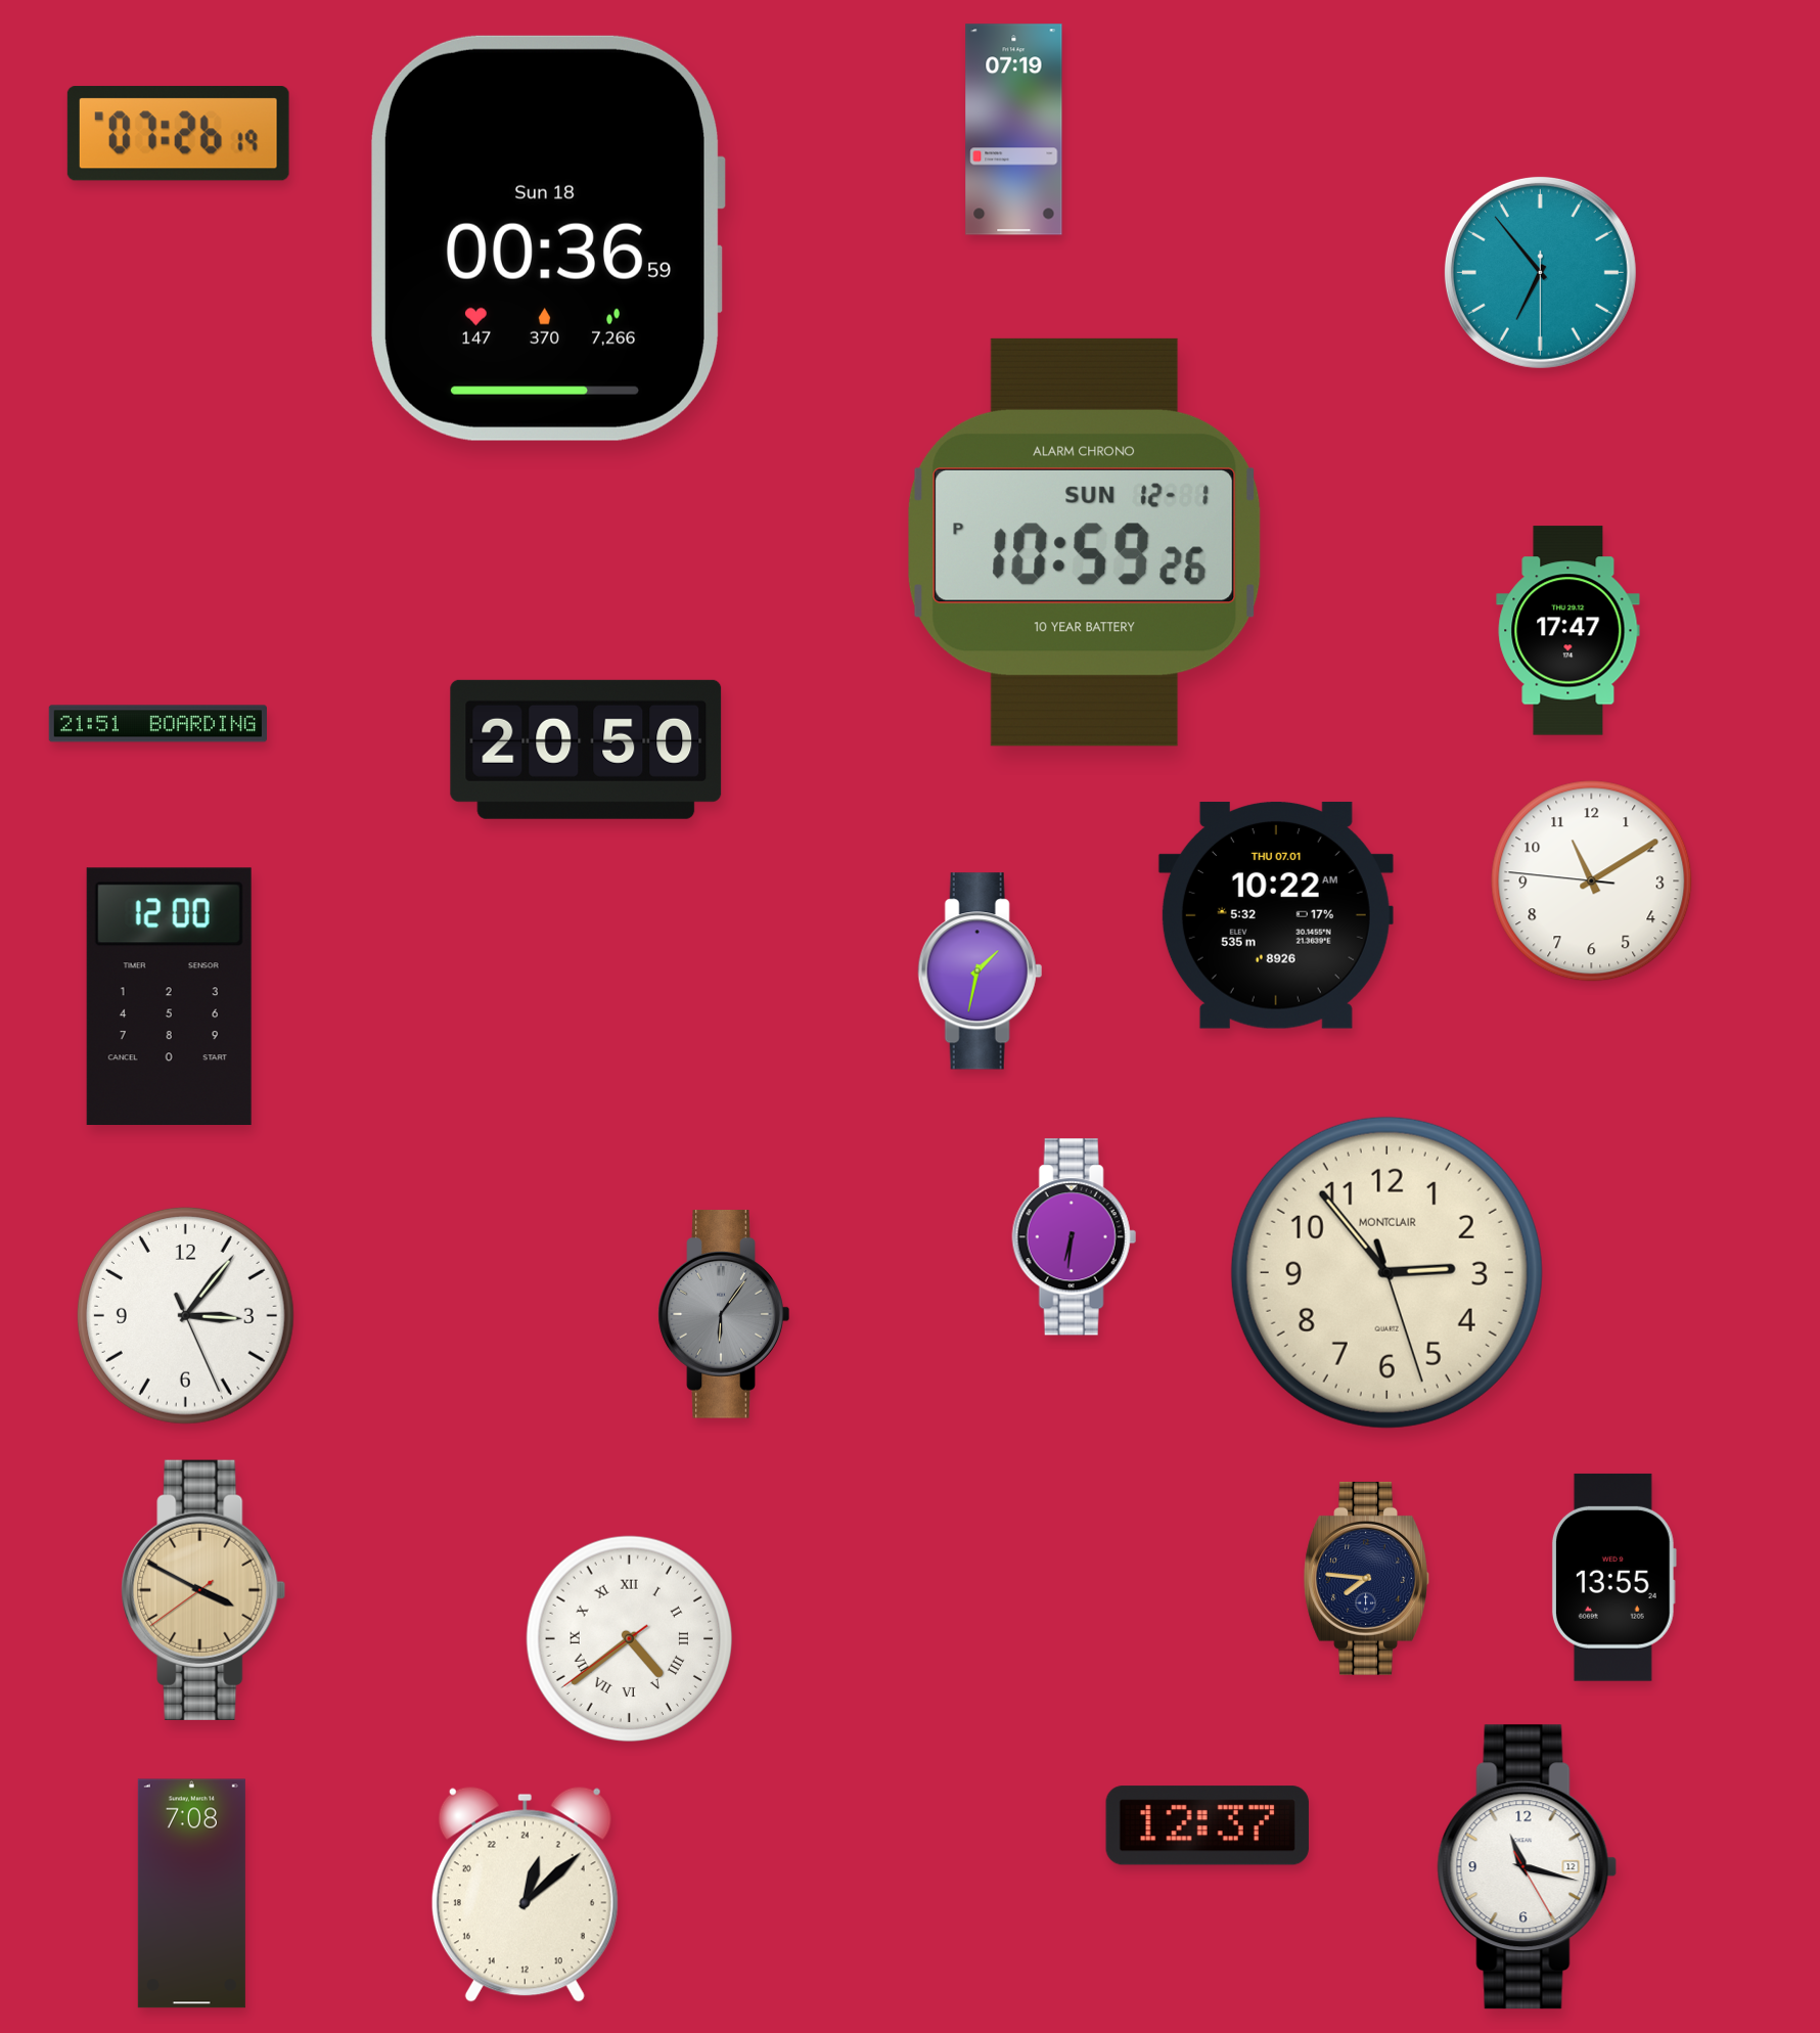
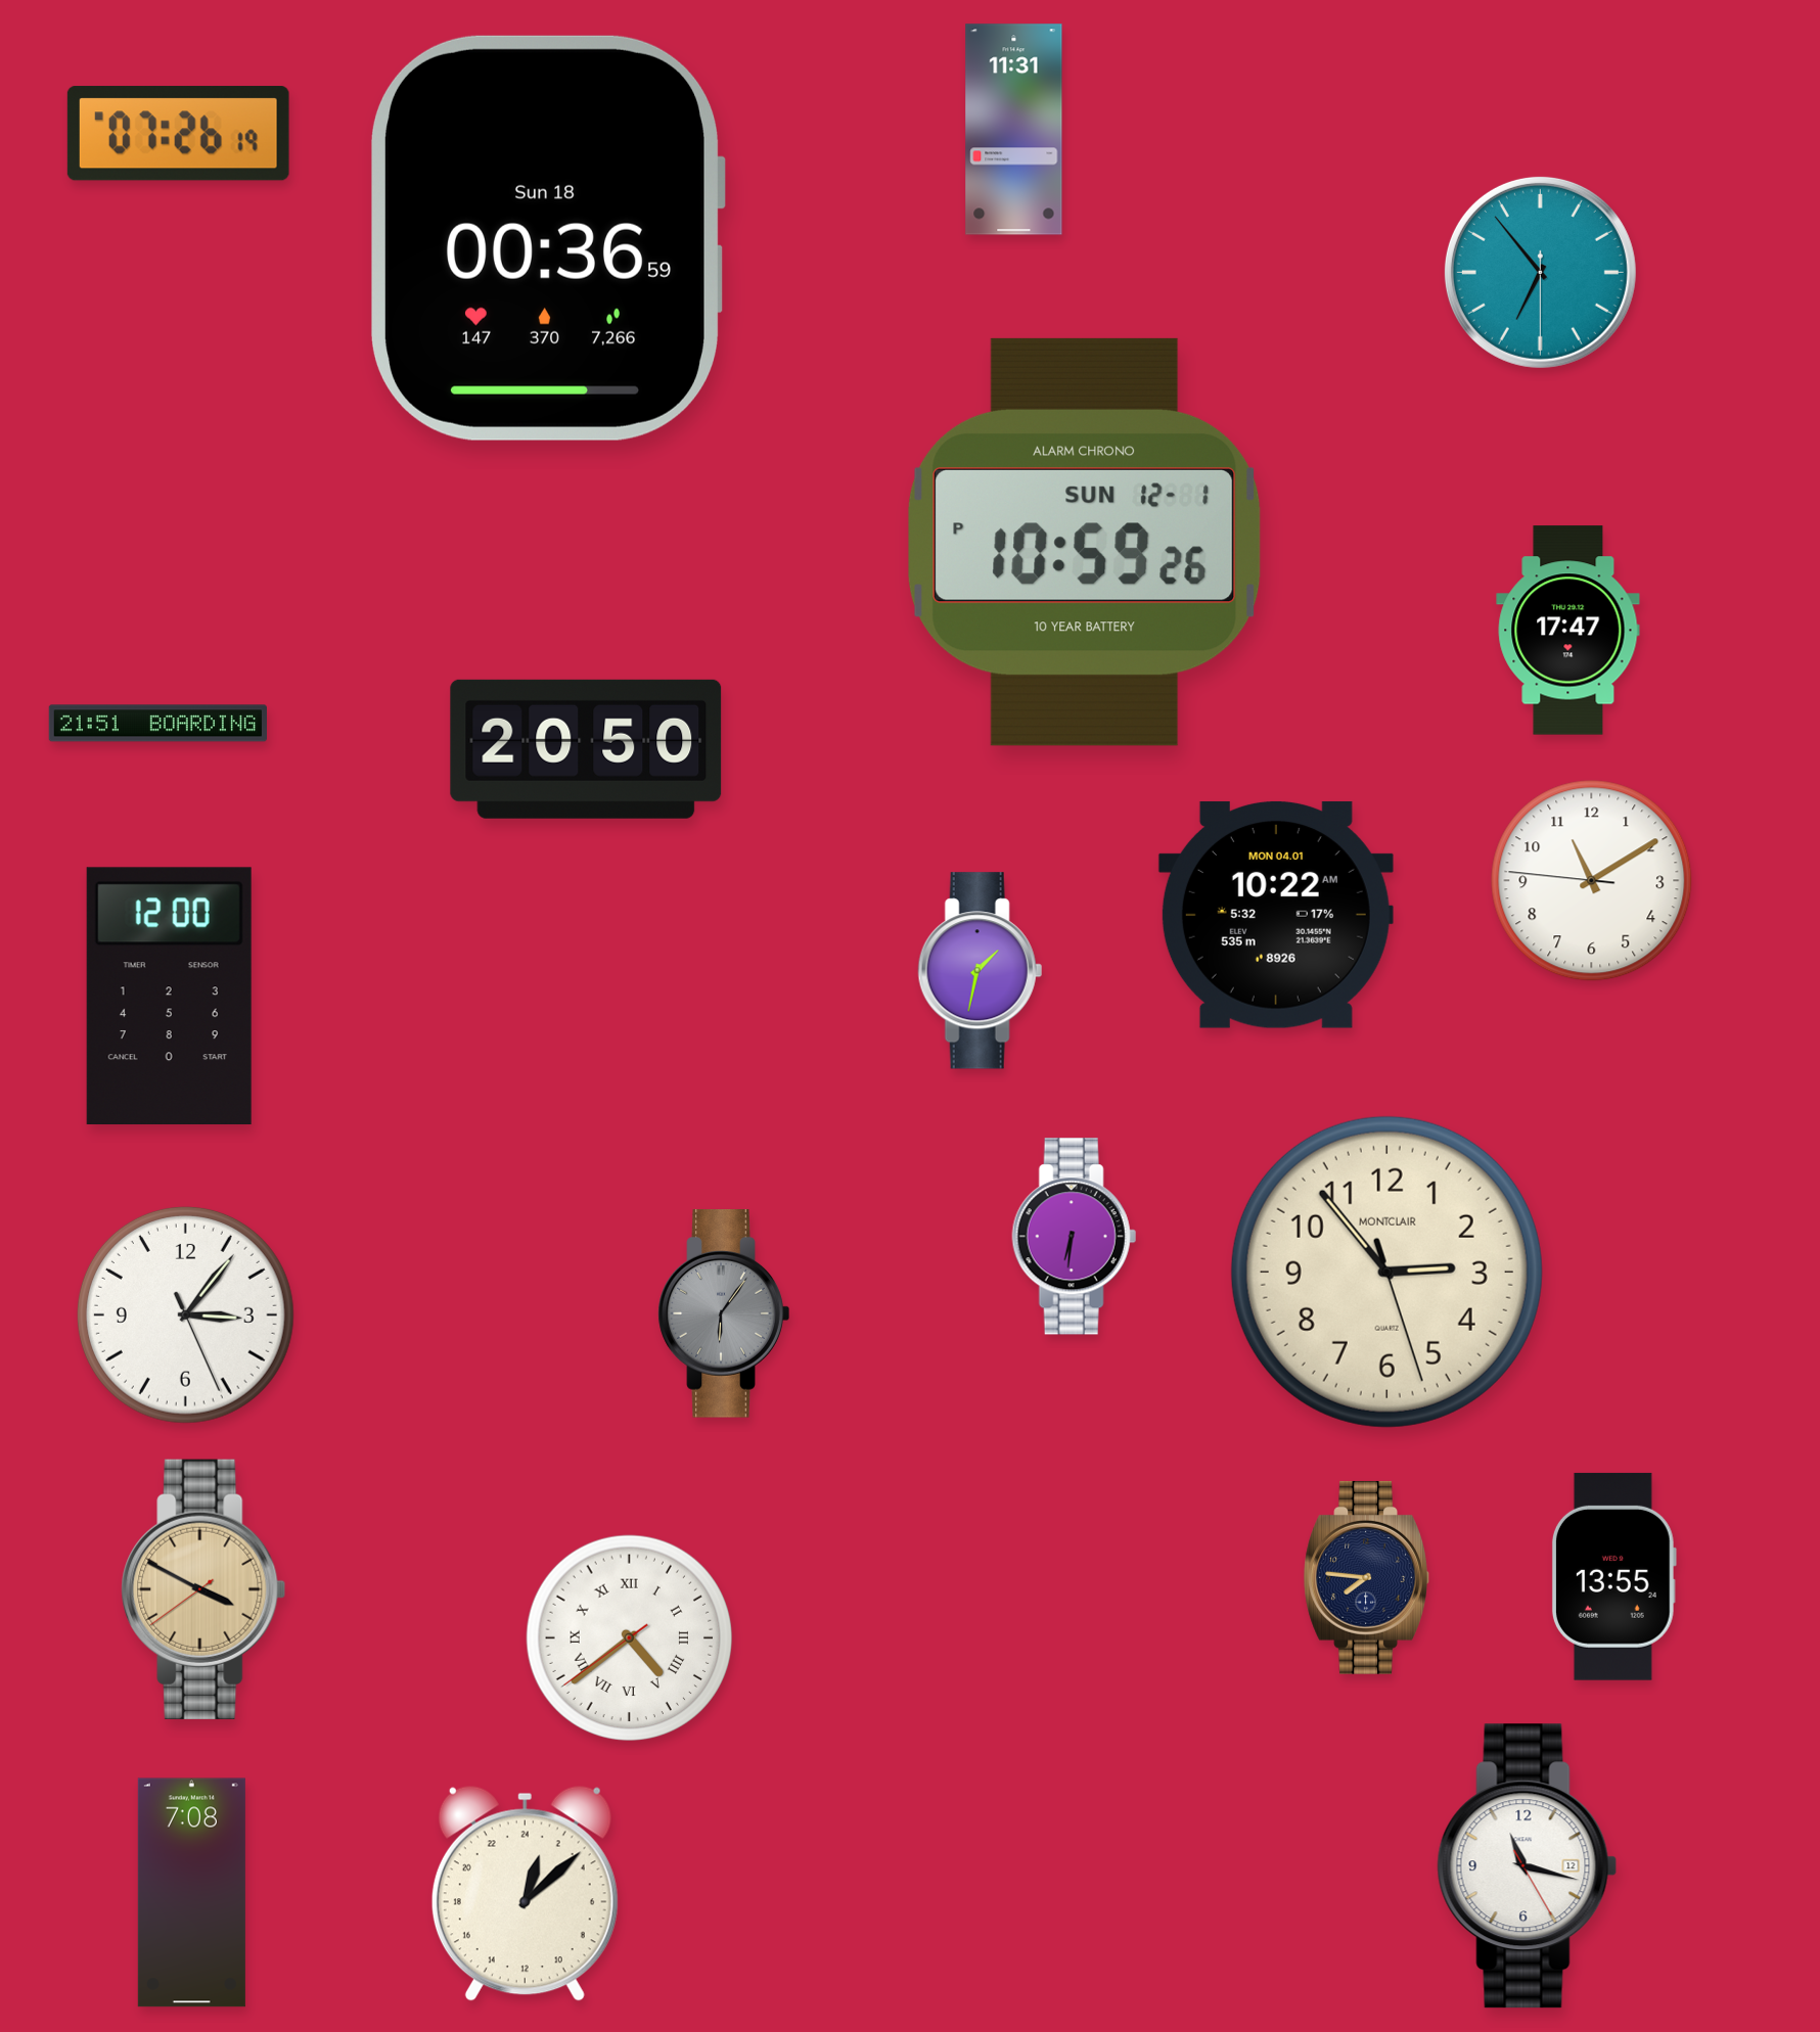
clock at (1014, 130): 07:19 -> 11:31
clock at (1276, 915) date: THU 07.01 -> MON 04.01
clock at (1208, 1825): 12:37 -> none
